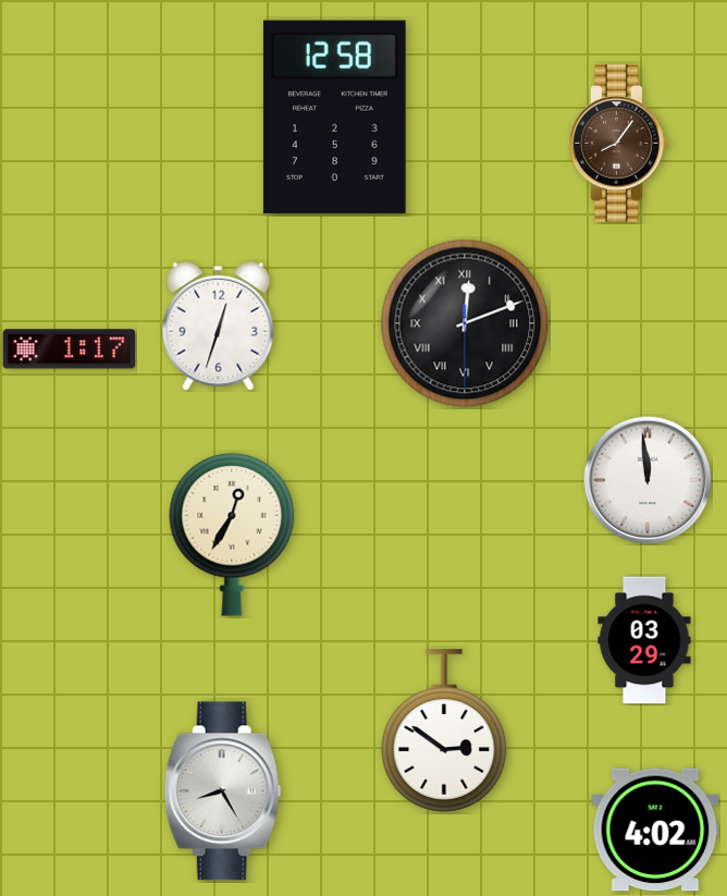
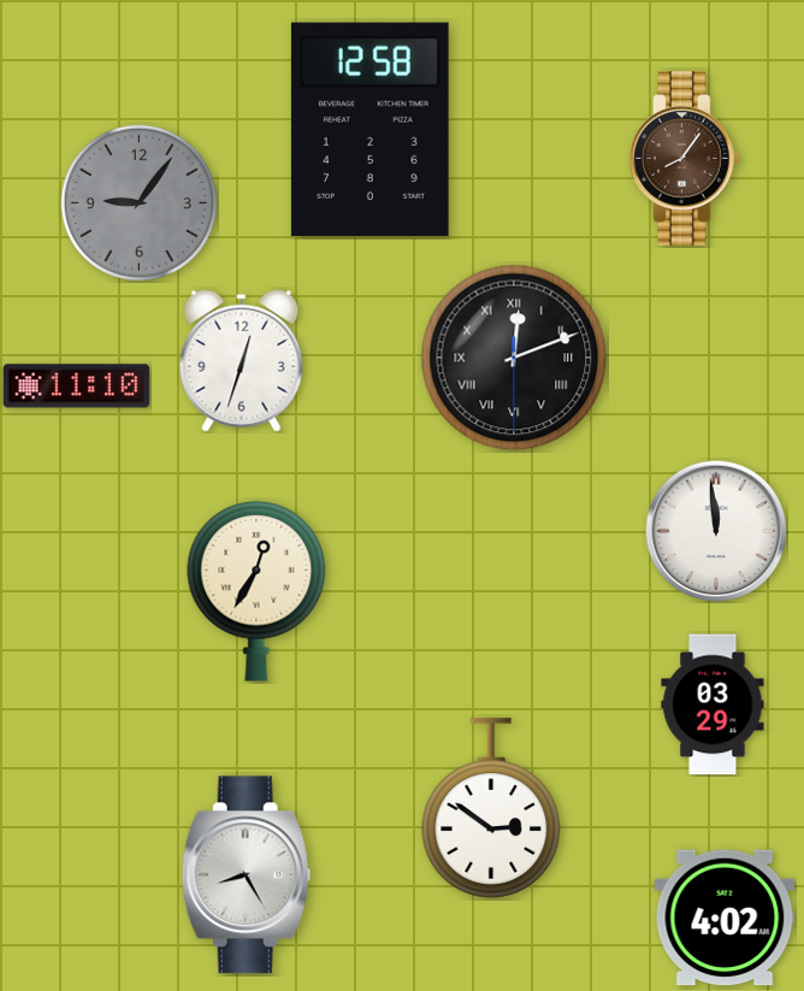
clock at (138, 202): none -> 9:06
clock at (70, 349): 1:17 -> 11:10
clock at (644, 640) position: (644, 640) -> (713, 704)
